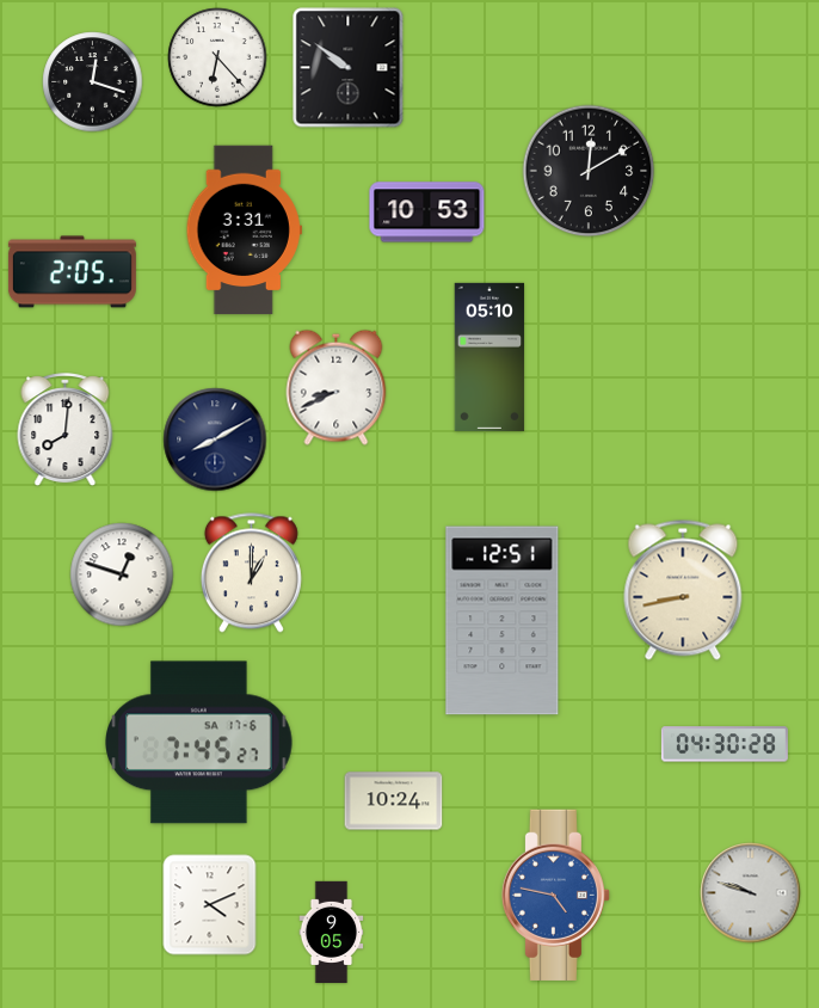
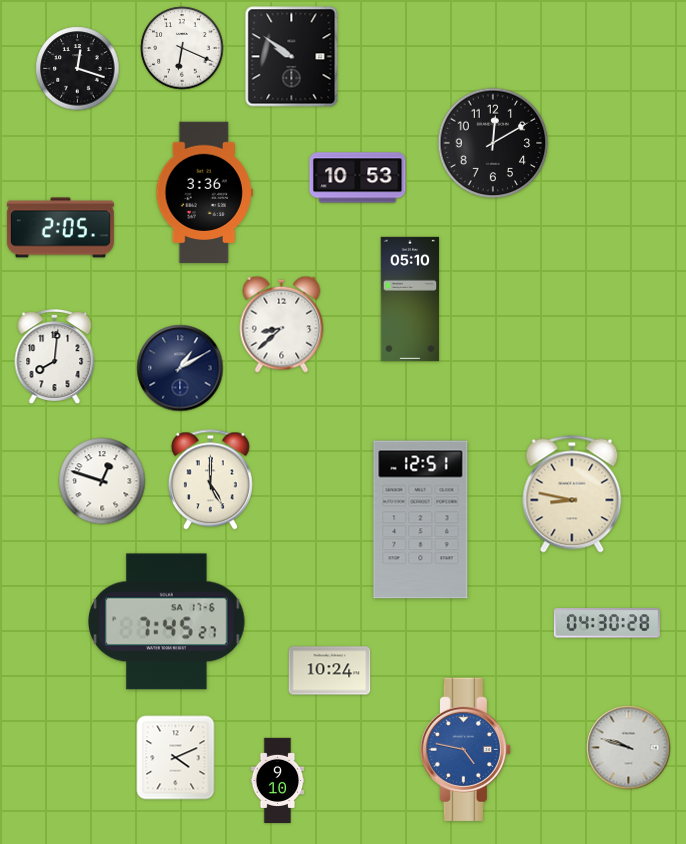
clock at (217, 57): 6:23 -> 6:19
clock at (244, 231): 3:31 -> 3:36
clock at (337, 387): 8:41 -> 8:38
clock at (66, 430) position: (66, 430) -> (55, 357)
clock at (215, 440): 8:10 -> 1:10
clock at (251, 573): 1:00 -> 5:00
clock at (683, 590): 8:43 -> 8:47
clock at (332, 932): 9:05 -> 9:10
